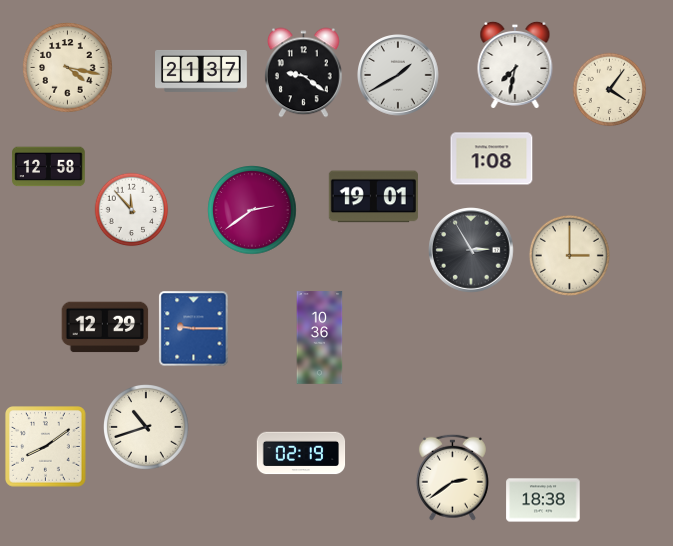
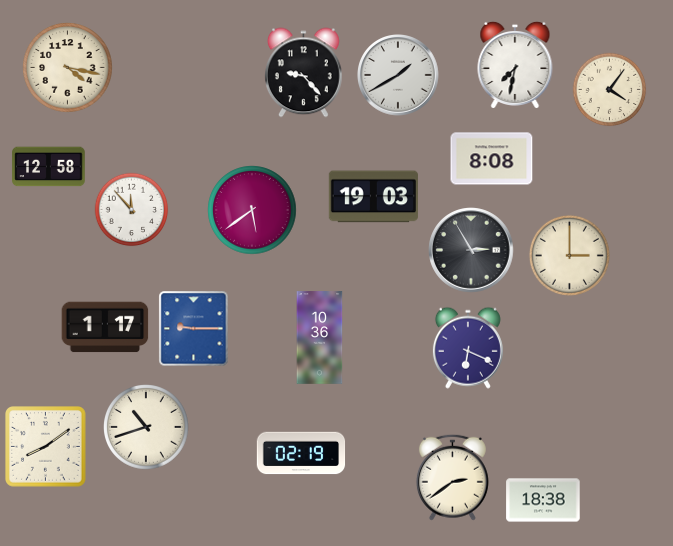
clock at (202, 71): 21:37 -> none
clock at (304, 73): 9:21 -> 9:23
clock at (492, 159): 1:08 -> 8:08
clock at (373, 197): 19:01 -> 19:03
clock at (252, 210): 2:39 -> 5:39
clock at (105, 327): 12:29 -> 1:17
clock at (468, 348): none -> 6:19
